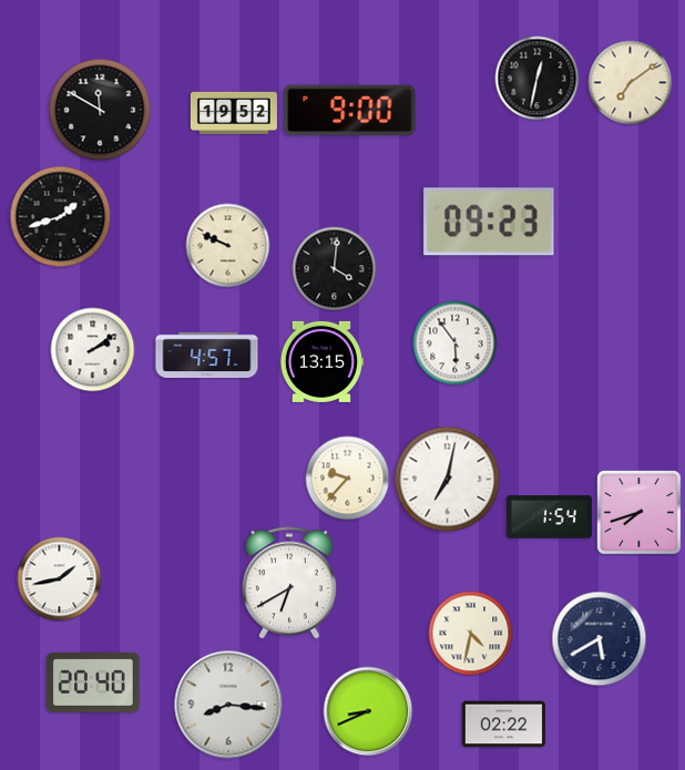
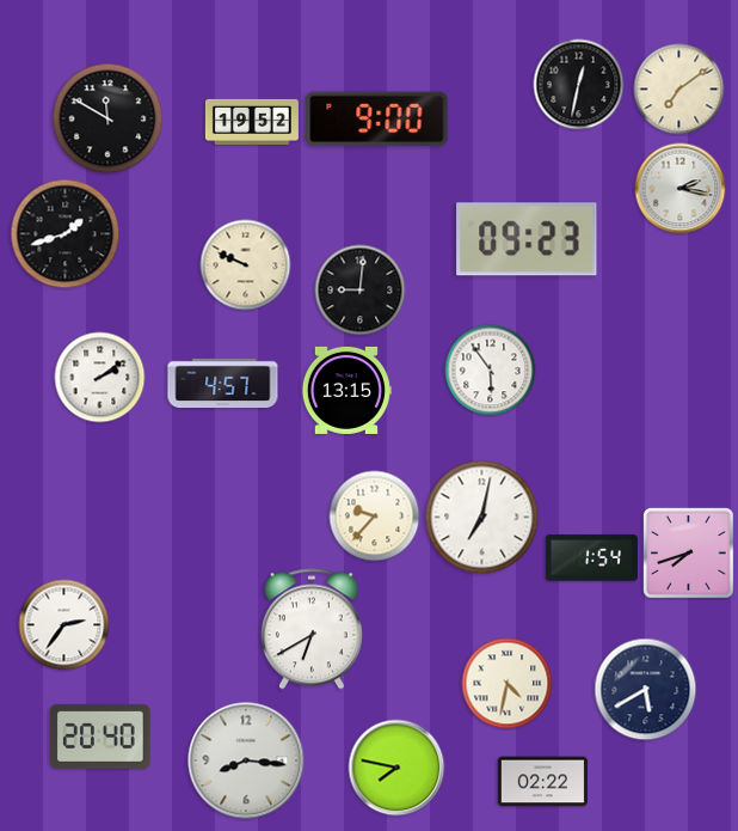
clock at (681, 189): none -> 2:17
clock at (335, 269): 4:01 -> 9:01
clock at (60, 579): 1:43 -> 2:36
clock at (368, 711): 8:41 -> 7:47
